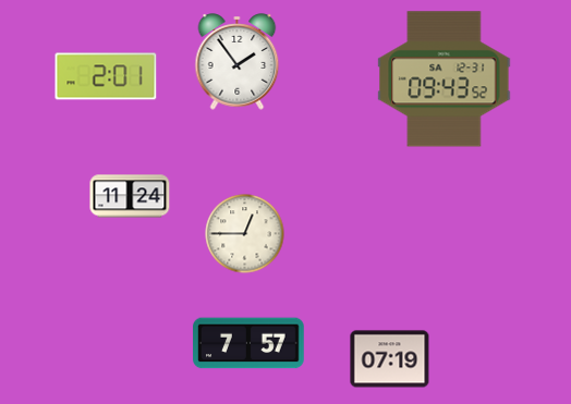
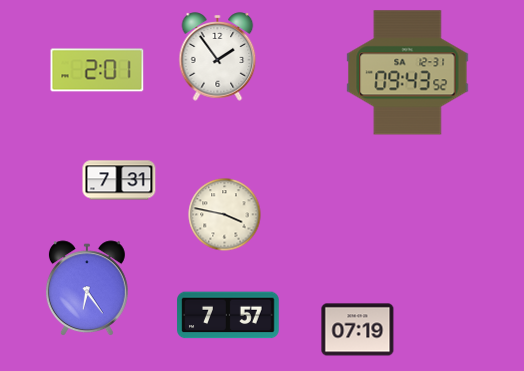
clock at (130, 196): 11:24 -> 7:31
clock at (245, 234): 12:45 -> 3:47
clock at (87, 289): none -> 6:24
